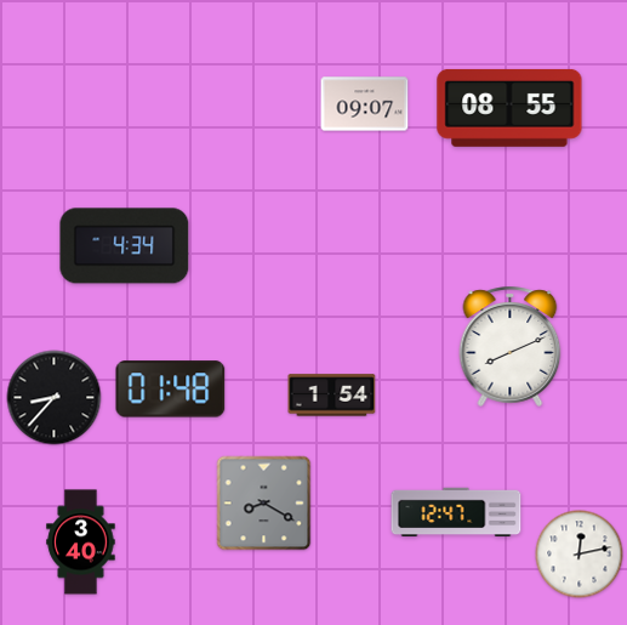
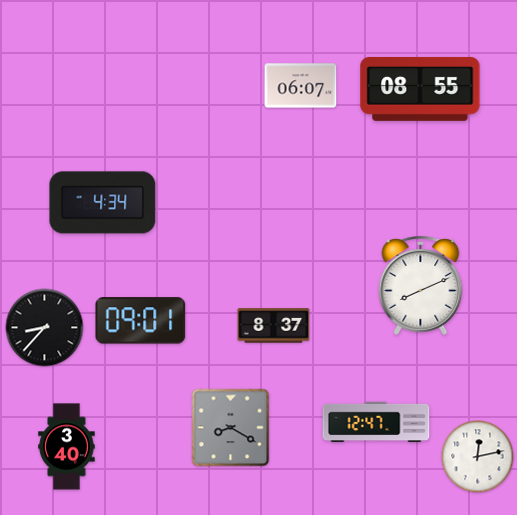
clock at (365, 104): 09:07 -> 06:07
clock at (171, 390): 01:48 -> 09:01
clock at (332, 396): 1:54 -> 8:37
clock at (264, 504) position: (264, 504) -> (231, 428)
